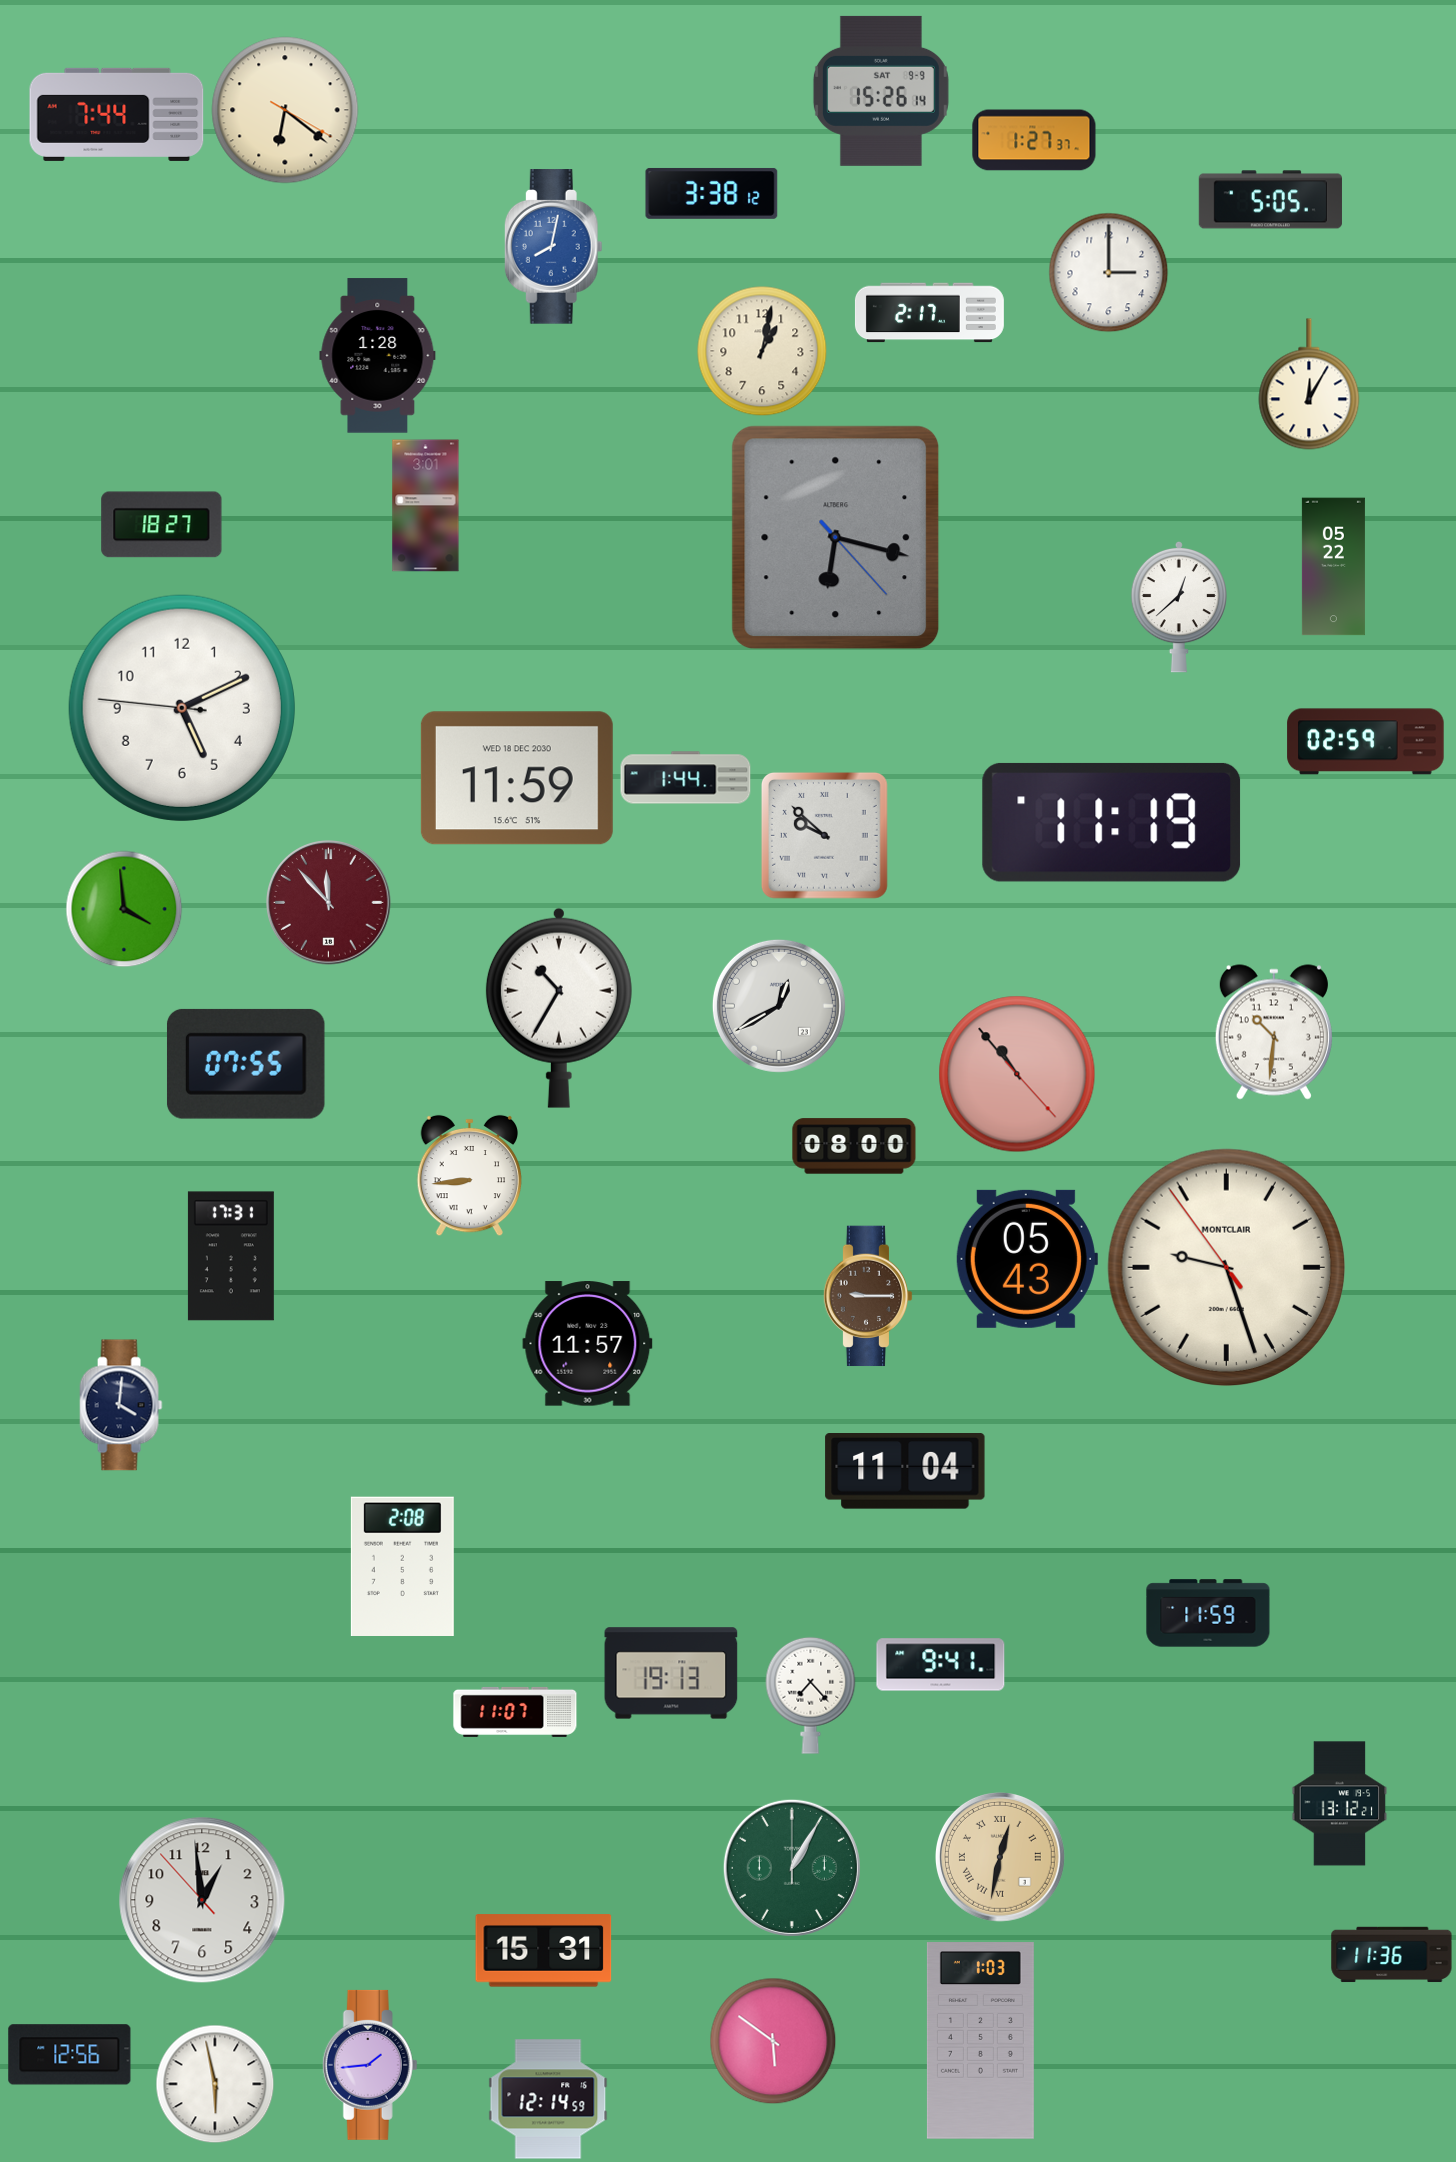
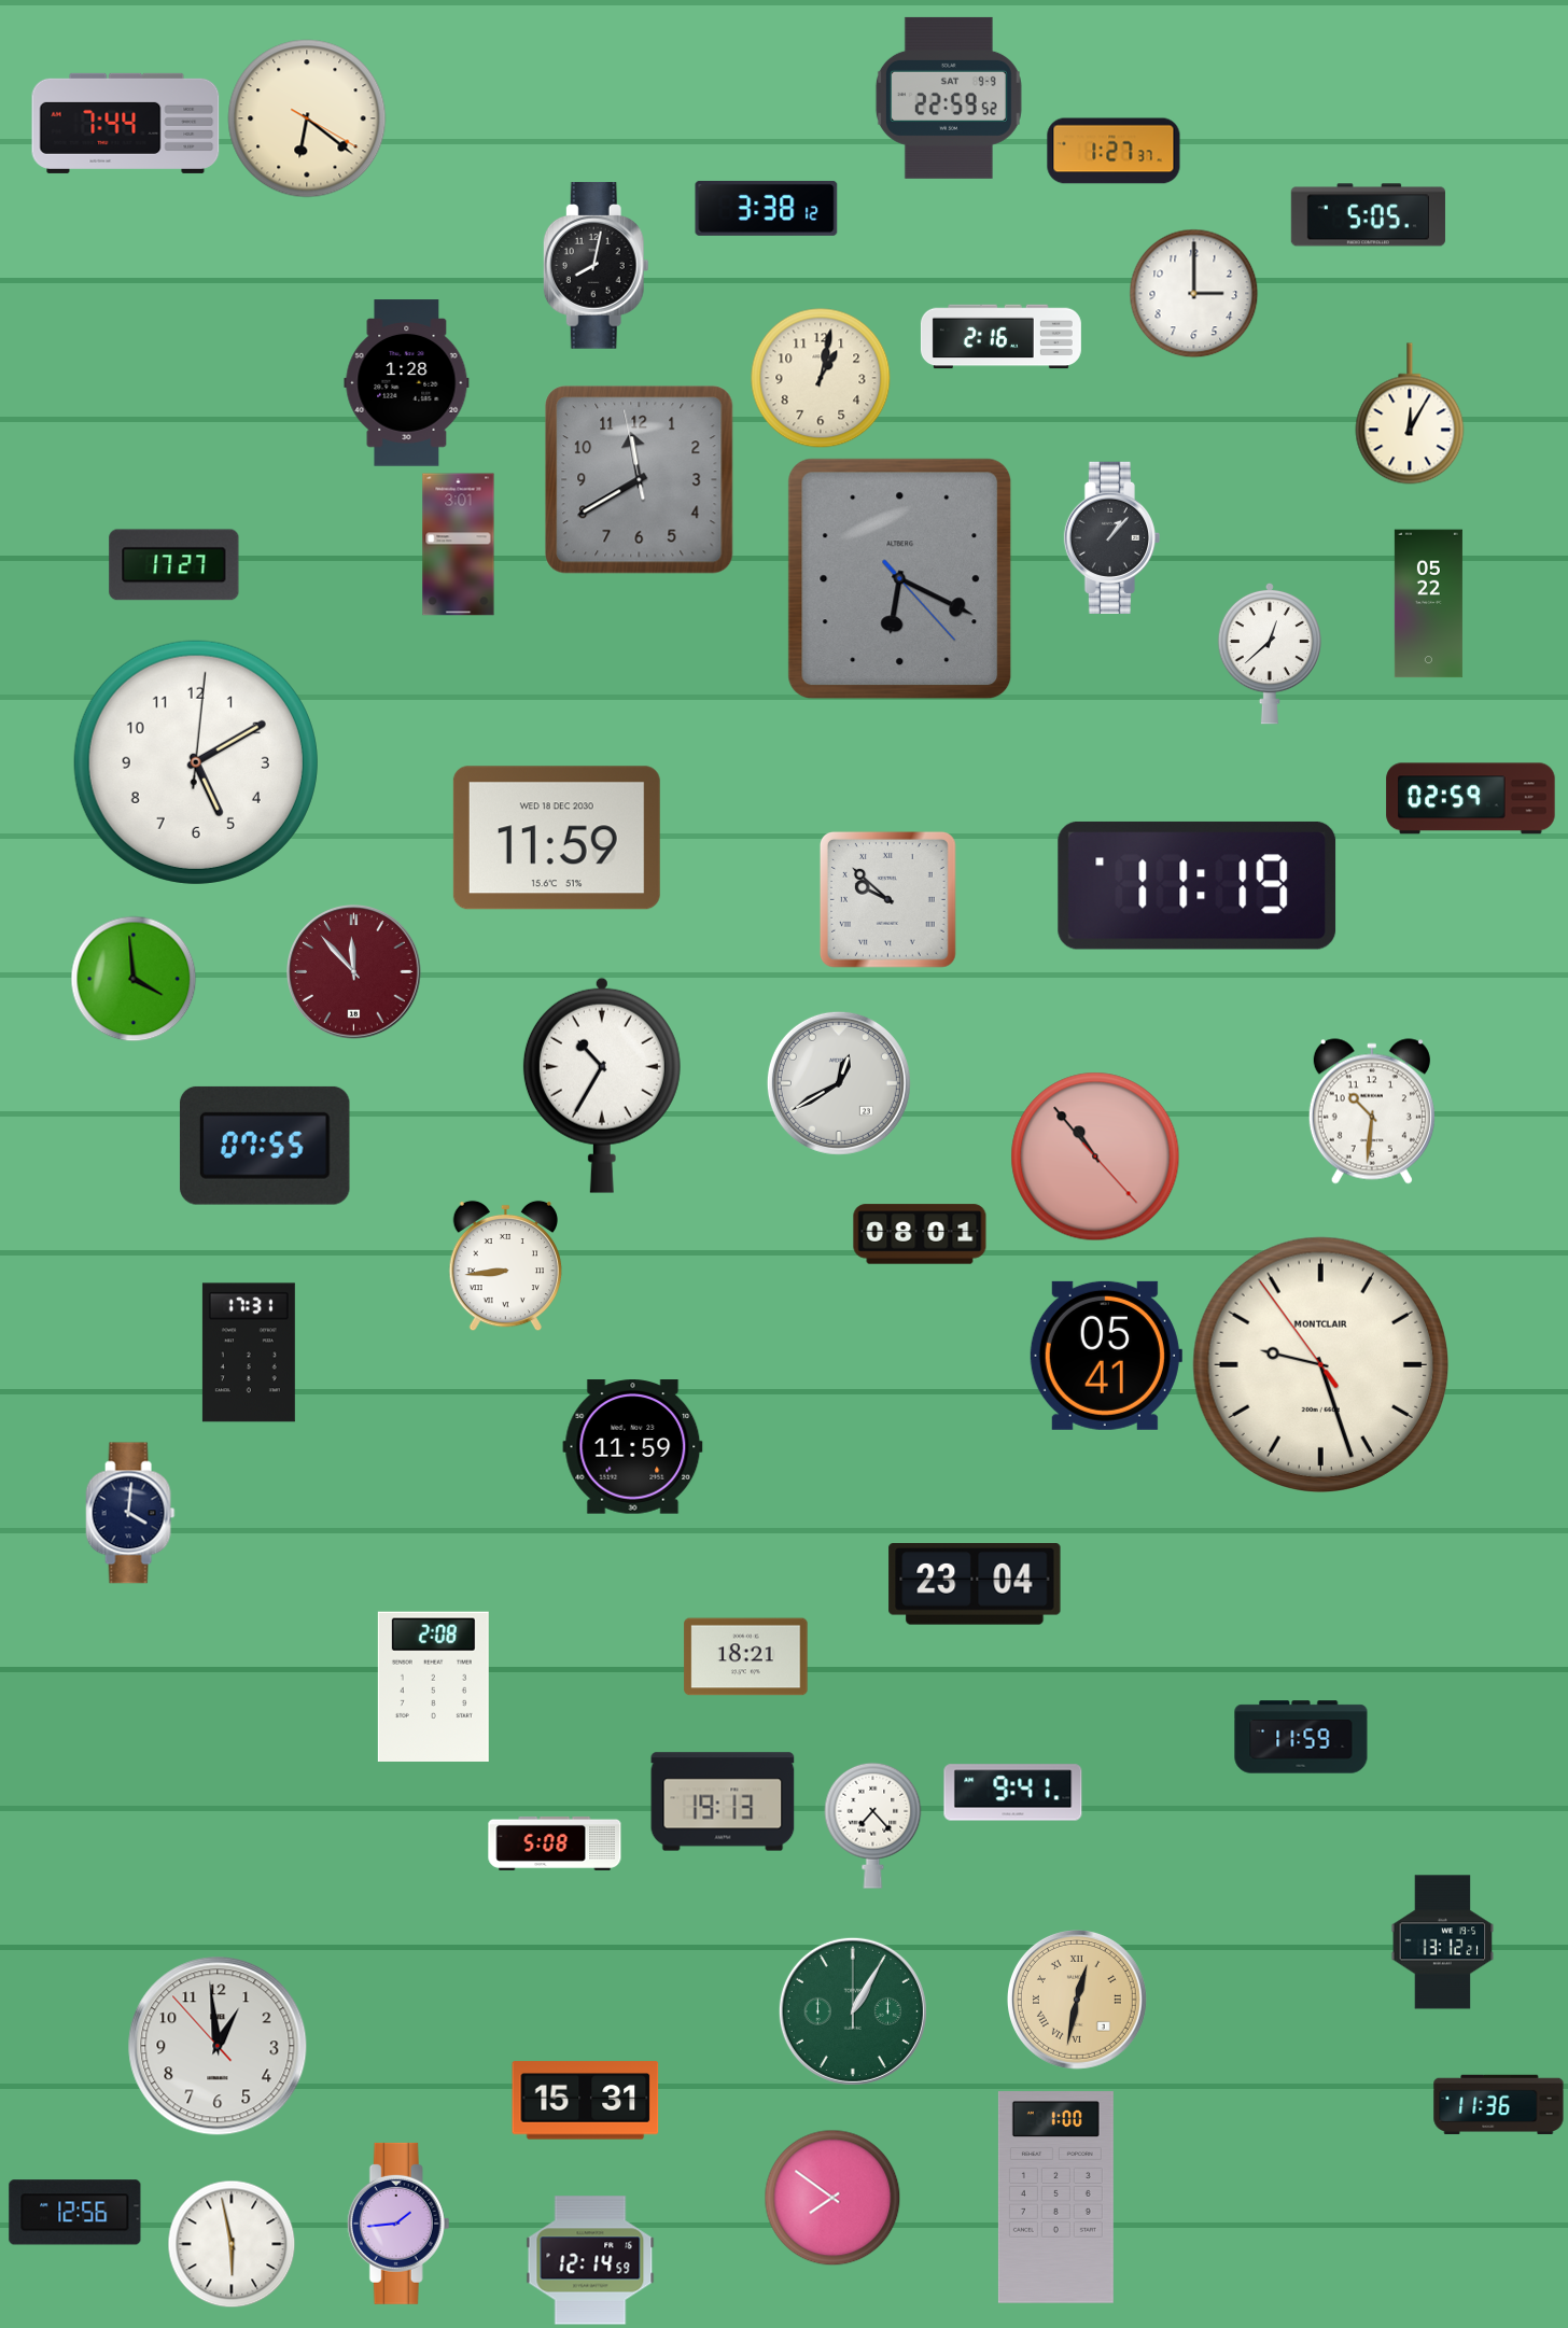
clock at (881, 91): 15:26 -> 22:59
clock at (553, 247) dial: blue -> black
clock at (929, 313): 2:17 -> 2:16
clock at (640, 480): none -> 11:39
clock at (1112, 537): none -> 1:07
clock at (162, 525): 18:27 -> 17:27
clock at (836, 538): 6:17 -> 6:19
clock at (1333, 567) position: (1333, 567) -> (1428, 604)
clock at (182, 708): 5:10:46 -> 5:10:01
clock at (686, 778): 1:44 -> none
clock at (854, 1146): 08:00 -> 08:01
clock at (1026, 1259): 05:43 -> 05:41
clock at (868, 1296): 9:15 -> none
clock at (588, 1344): 11:57 -> 11:59
clock at (905, 1472): 11:04 -> 23:04
clock at (746, 1657): none -> 18:21
clock at (515, 1712): 11:07 -> 5:08
clock at (773, 2041): 5:51 -> 7:51
clock at (980, 2041): 1:03 -> 1:00
